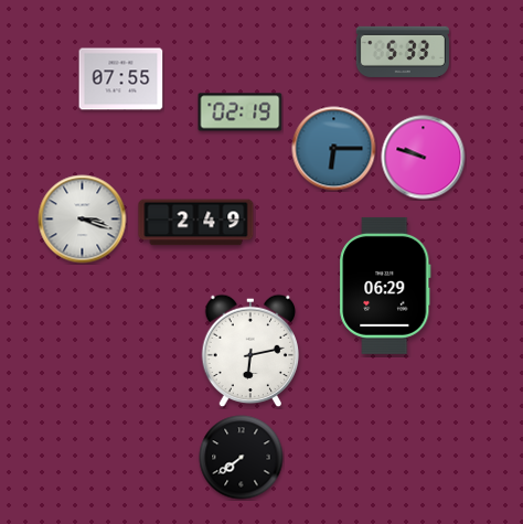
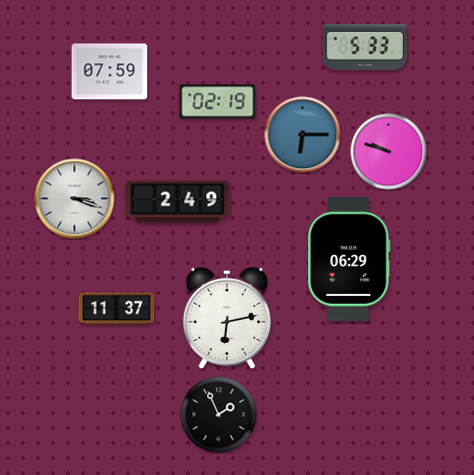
clock at (121, 79): 07:55 -> 07:59
clock at (424, 158) position: (424, 158) -> (389, 152)
clock at (117, 309): none -> 11:37
clock at (242, 458): 7:39 -> 1:56
